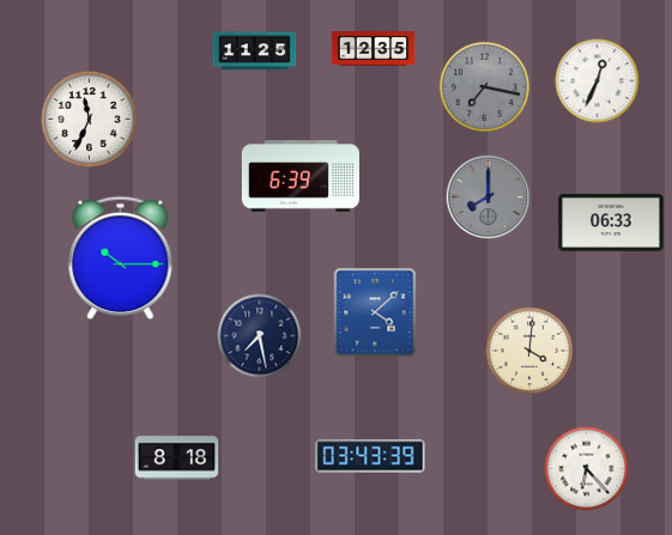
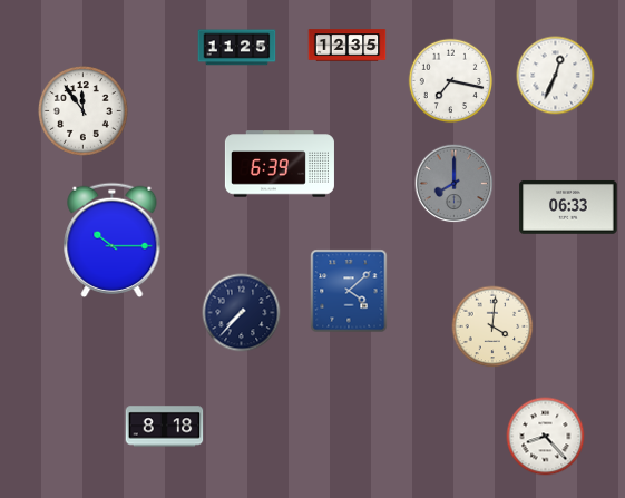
clock at (485, 87) dial: grey -> white
clock at (90, 120): 11:34 -> 11:54
clock at (260, 336): 7:28 -> 7:37
clock at (370, 456): 03:43 -> none
clock at (587, 469): 6:23 -> 8:23
